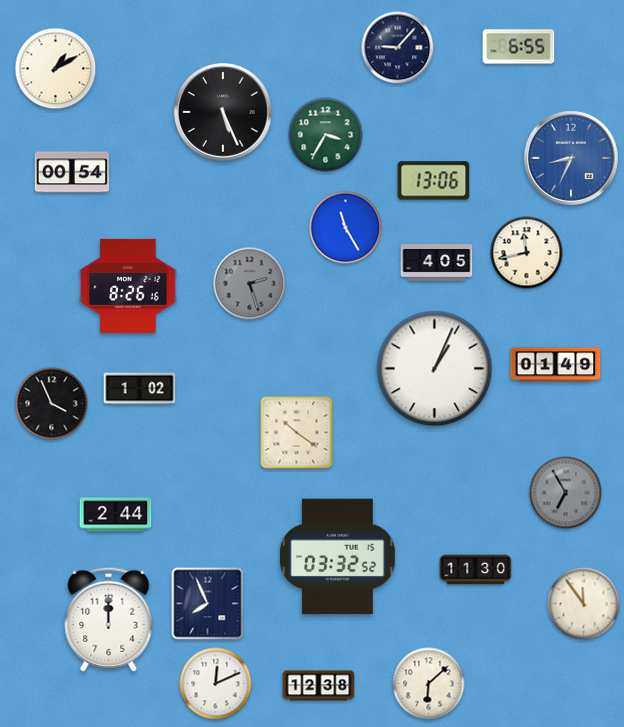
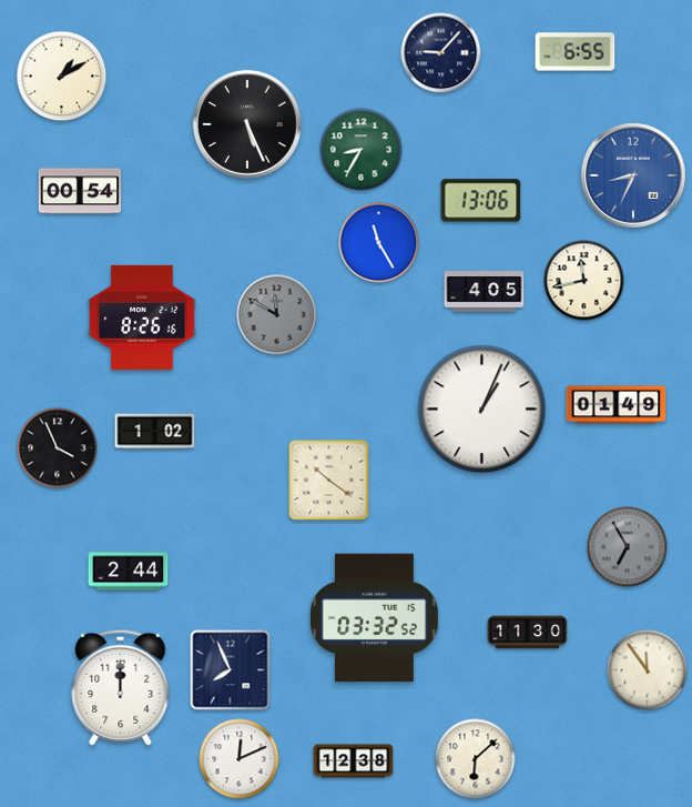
clock at (326, 135): 3:35 -> 8:35
clock at (346, 228) position: (346, 228) -> (379, 243)
clock at (250, 284): 2:27 -> 11:50
